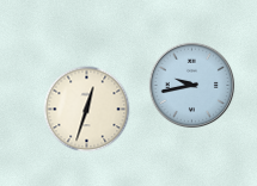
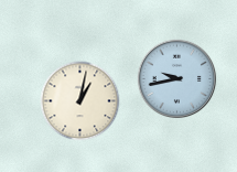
clock at (87, 110): 12:33 -> 1:02
